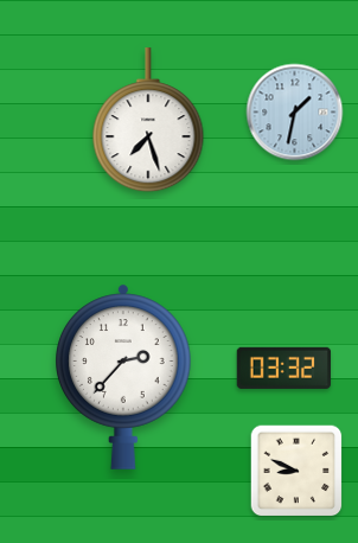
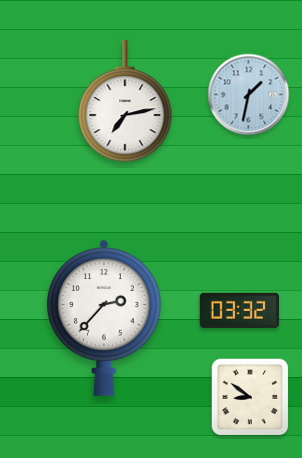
clock at (148, 121): 7:27 -> 7:13
clock at (296, 471): 8:49 -> 8:51
